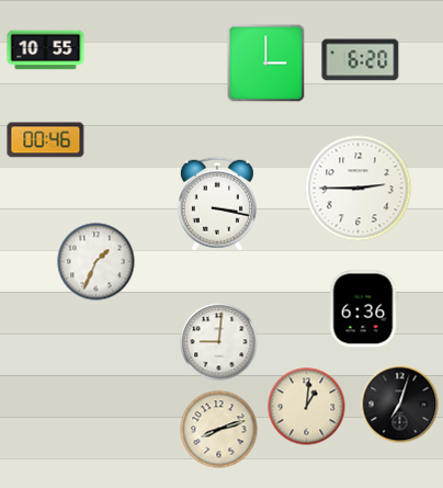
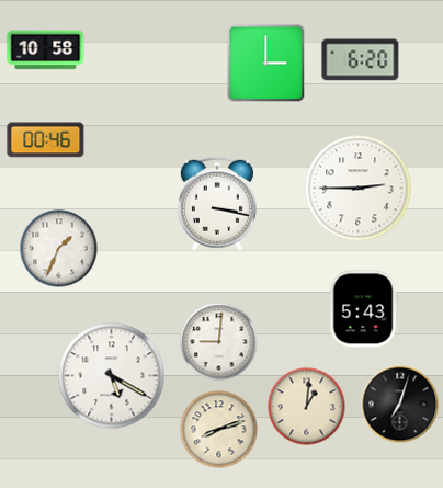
clock at (46, 50): 10:55 -> 10:58
clock at (96, 262) position: (96, 262) -> (59, 249)
clock at (363, 309): 6:36 -> 5:43
clock at (112, 376): none -> 5:20
